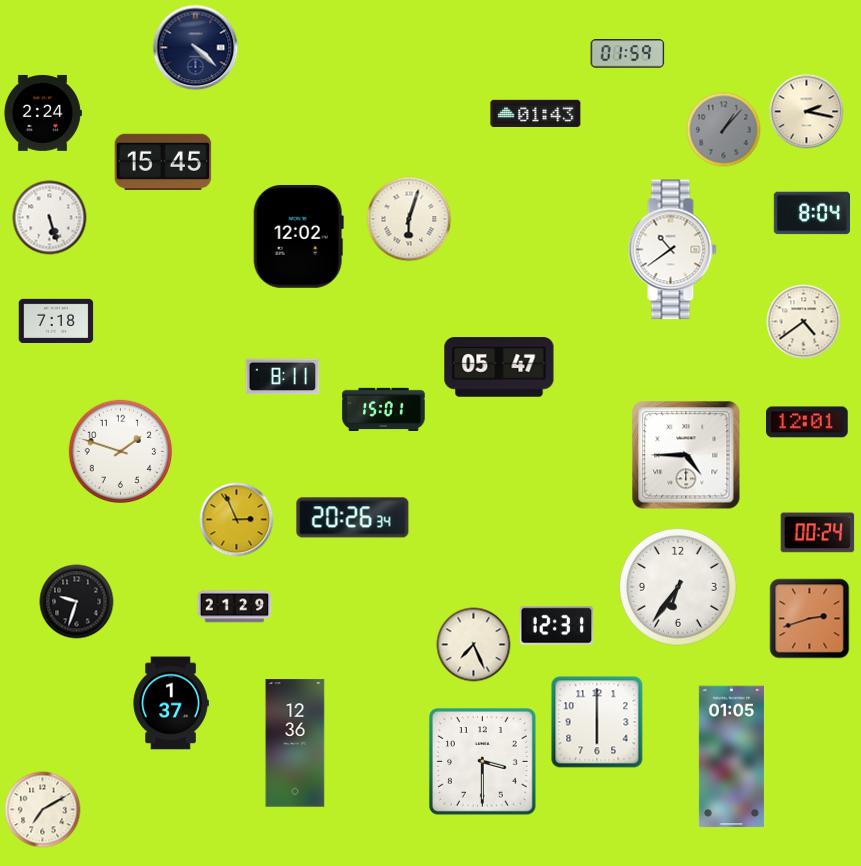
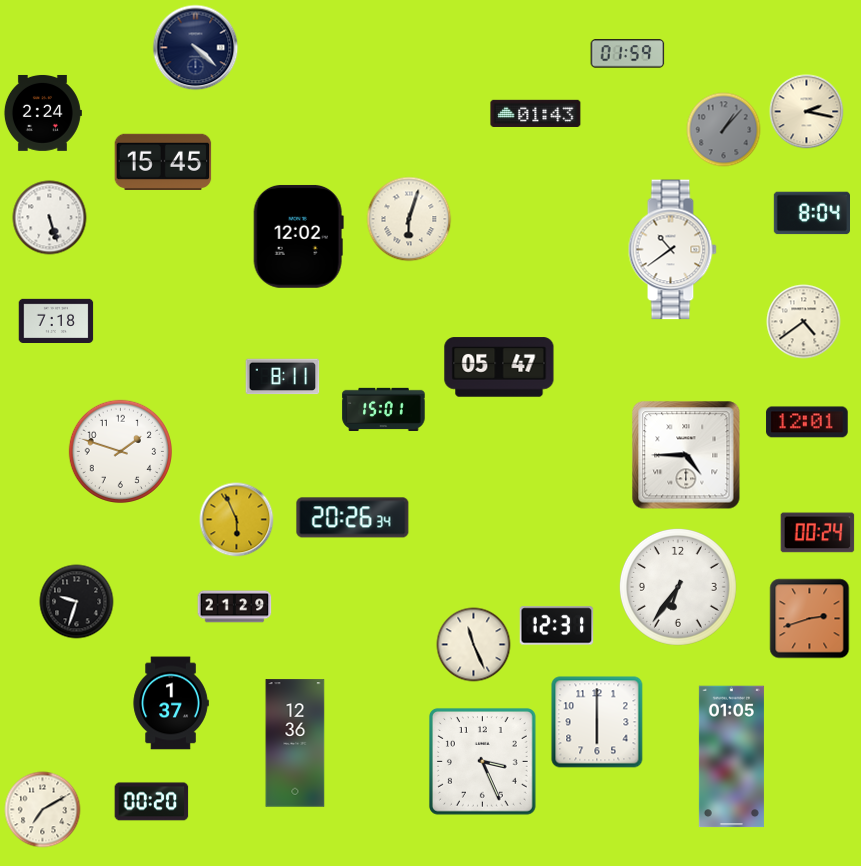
clock at (237, 520): 2:56 -> 5:56
clock at (474, 645): 7:26 -> 11:26
clock at (482, 761): 3:30 -> 3:26
clock at (152, 802): none -> 00:20
